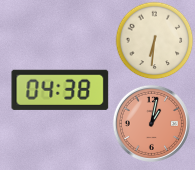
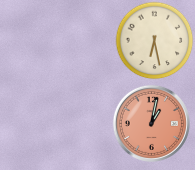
clock at (154, 40): 6:31 -> 6:28
clock at (60, 90): 04:38 -> none
